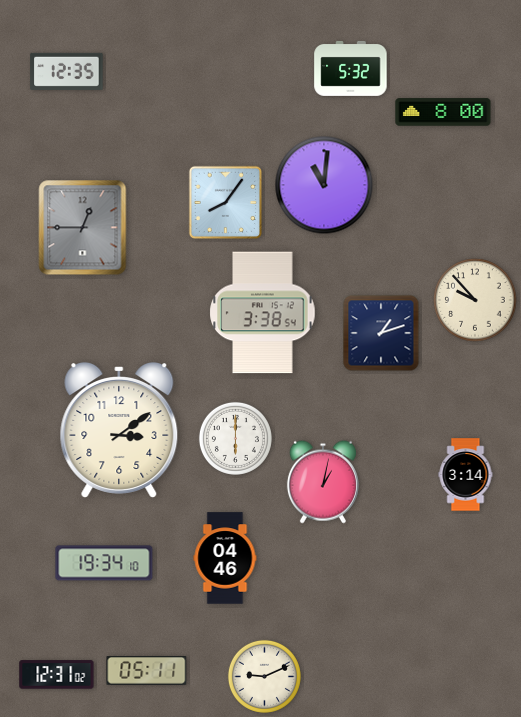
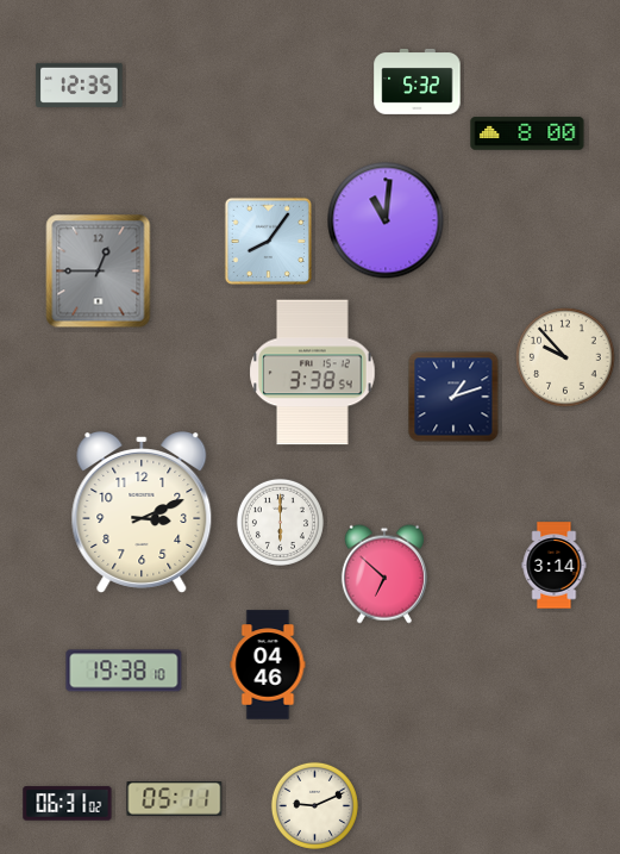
clock at (119, 431): 3:09 -> 3:11
clock at (323, 482): 1:02 -> 6:52
clock at (104, 563): 19:34 -> 19:38
clock at (57, 675): 12:31 -> 06:31
